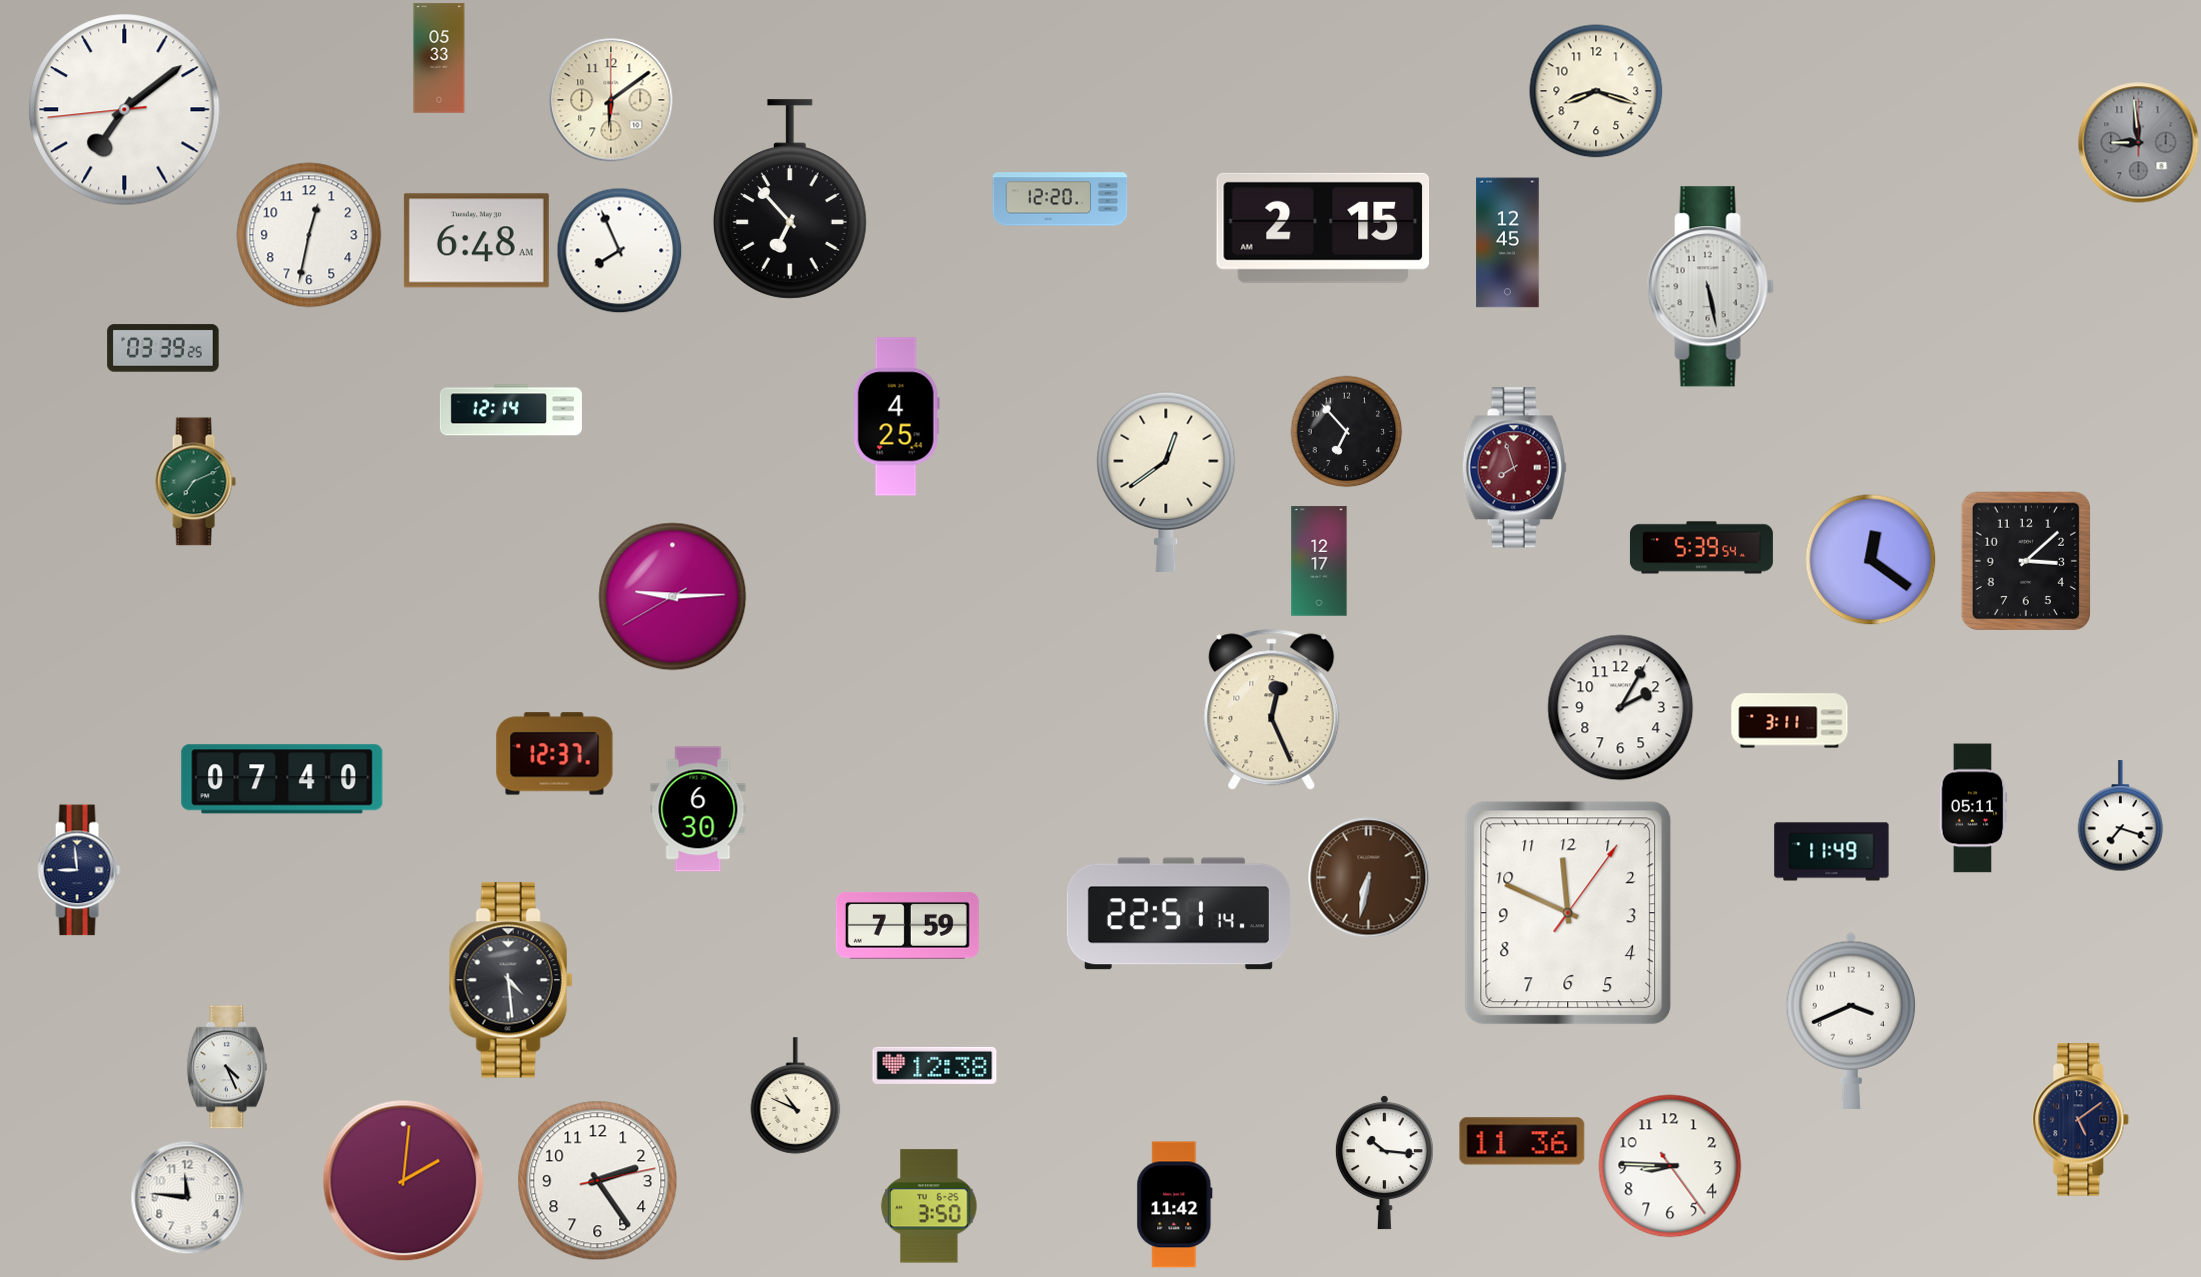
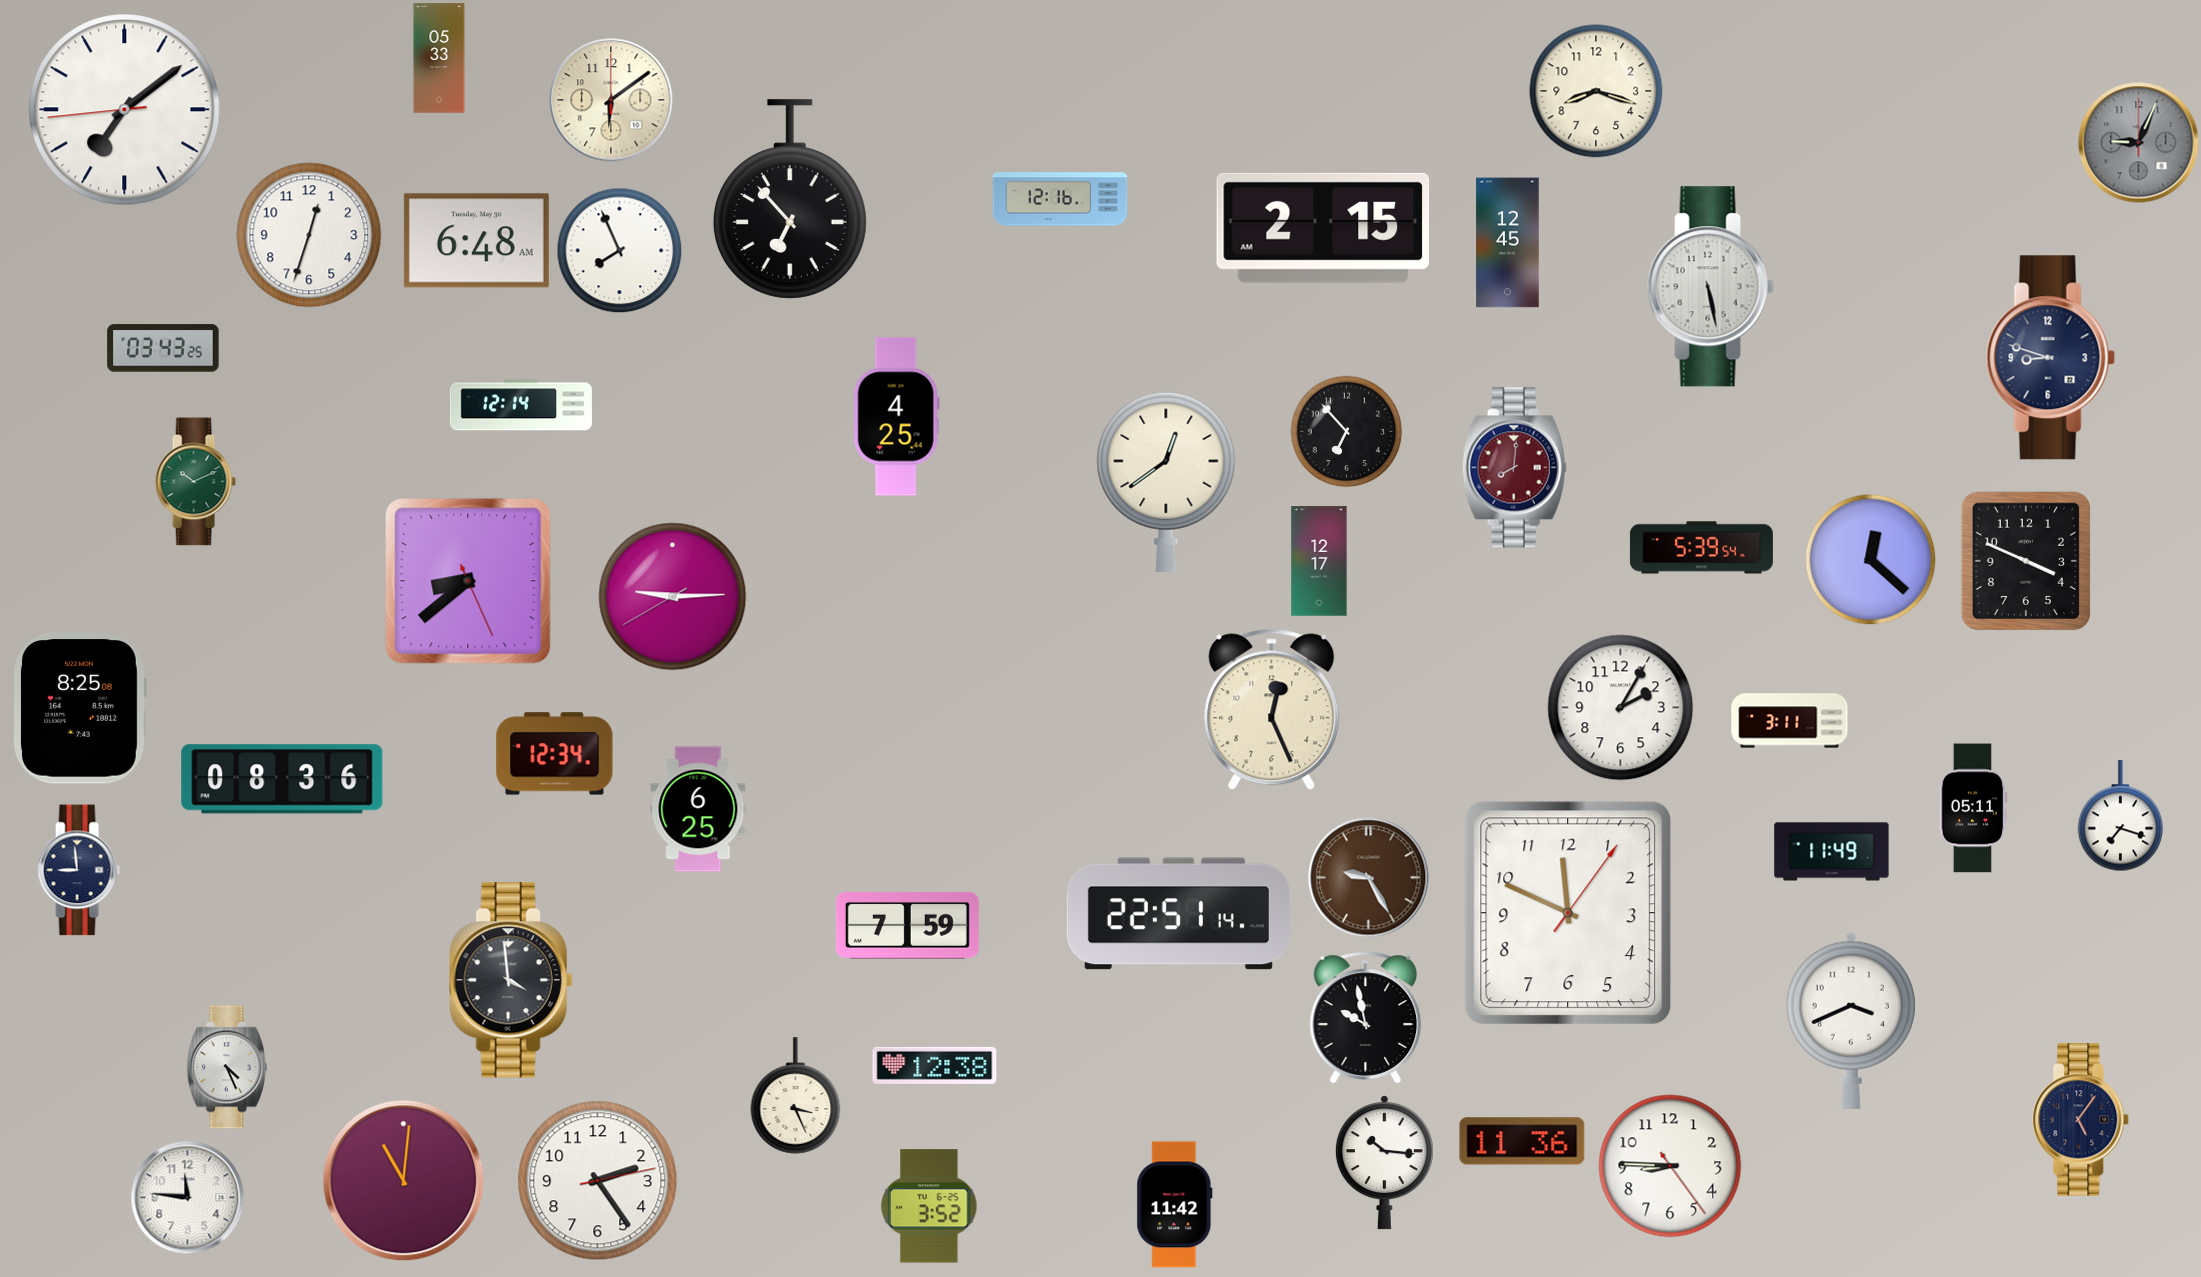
clock at (2139, 143): 8:59 -> 9:04
clock at (1060, 199): 12:20 -> 12:16
clock at (309, 235): 12:32 -> 12:33
clock at (163, 348): 03:39 -> 03:43
clock at (2050, 358): none -> 8:48
clock at (511, 410) position: (511, 410) -> (521, 405)
clock at (1514, 468): 7:57 -> 8:01
clock at (195, 482): 7:11 -> 10:11
clock at (1871, 560): 12:21 -> 12:22
clock at (2026, 561): 3:08 -> 3:49
clock at (468, 581): none -> 8:38
clock at (80, 708): none -> 8:25
clock at (555, 754): 12:37 -> 12:34
clock at (282, 779): 07:40 -> 08:36
clock at (698, 809): 6:30 -> 6:25
clock at (1369, 878): 6:32 -> 9:25
clock at (511, 980): 4:29 -> 3:59
clock at (1366, 1018): none -> 9:58
clock at (796, 1096): 10:49 -> 3:26
clock at (2081, 1120): 5:09 -> 5:06
clock at (404, 1181): 2:01 -> 11:01
clock at (929, 1206): 3:50 -> 3:52
